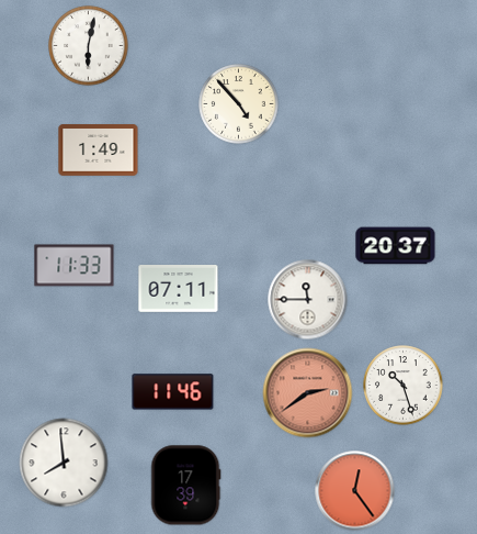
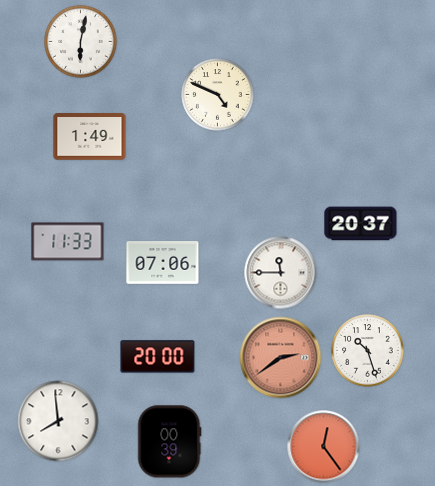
clock at (239, 104): 4:53 -> 4:49
clock at (179, 289): 07:11 -> 07:06
clock at (173, 392): 11:46 -> 20:00
clock at (185, 486): 17:39 -> 00:39
